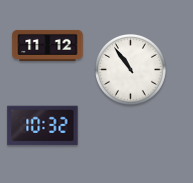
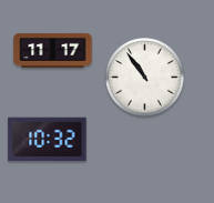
clock at (48, 45): 11:12 -> 11:17
